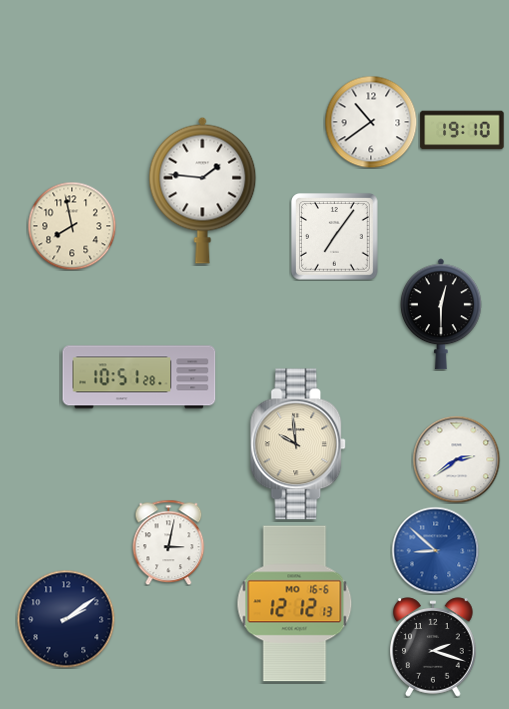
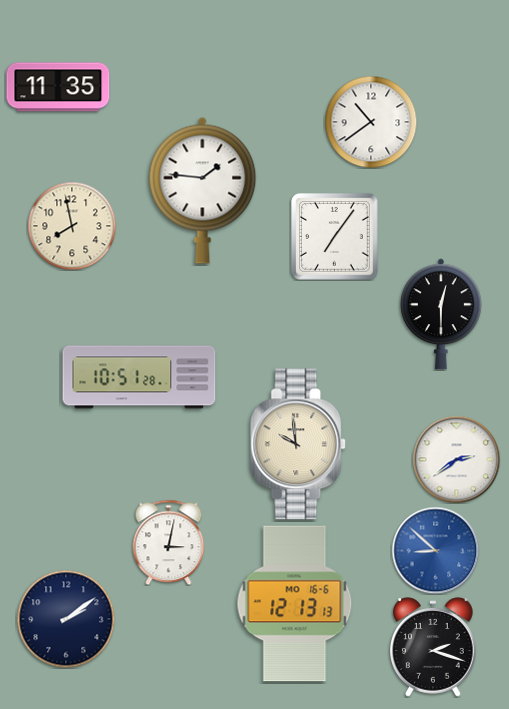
clock at (58, 87): none -> 11:35
clock at (462, 130): 19:10 -> none
clock at (295, 604): 12:12 -> 12:13
